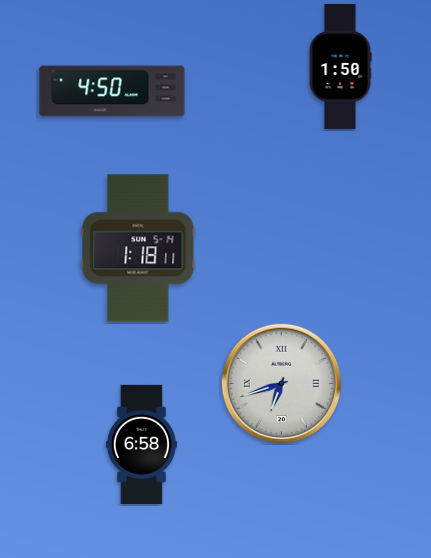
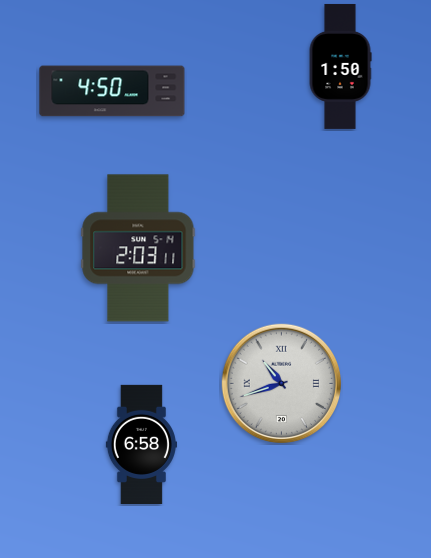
clock at (138, 248): 1:18 -> 2:03
clock at (281, 383): 6:42 -> 10:42
